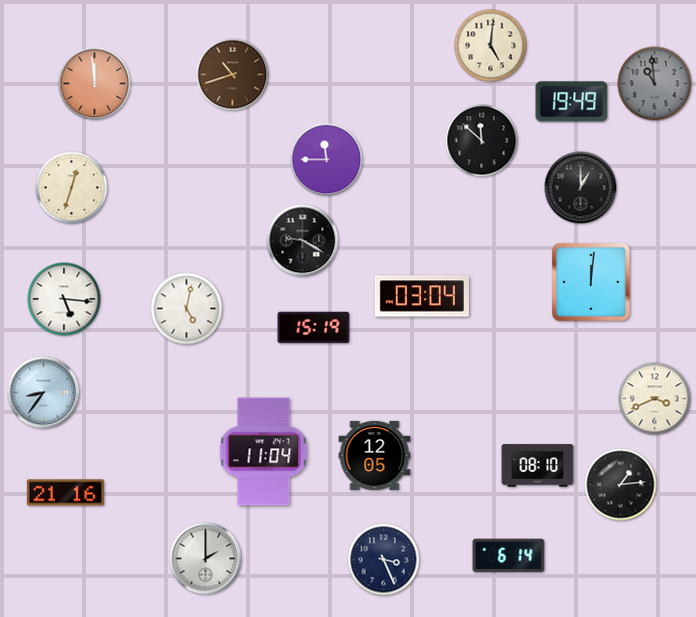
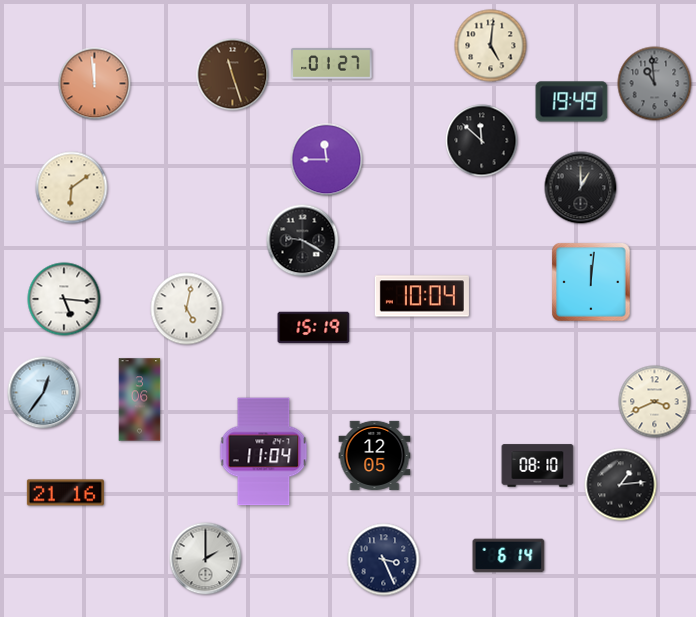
clock at (332, 64): none -> 01:27
clock at (233, 75): 10:42 -> 11:27
clock at (72, 188): 12:33 -> 6:09
clock at (422, 296): 03:04 -> 10:04
clock at (44, 393): 8:36 -> 12:36
clock at (655, 399) position: (655, 399) -> (655, 402)
clock at (140, 400): none -> 3:06
